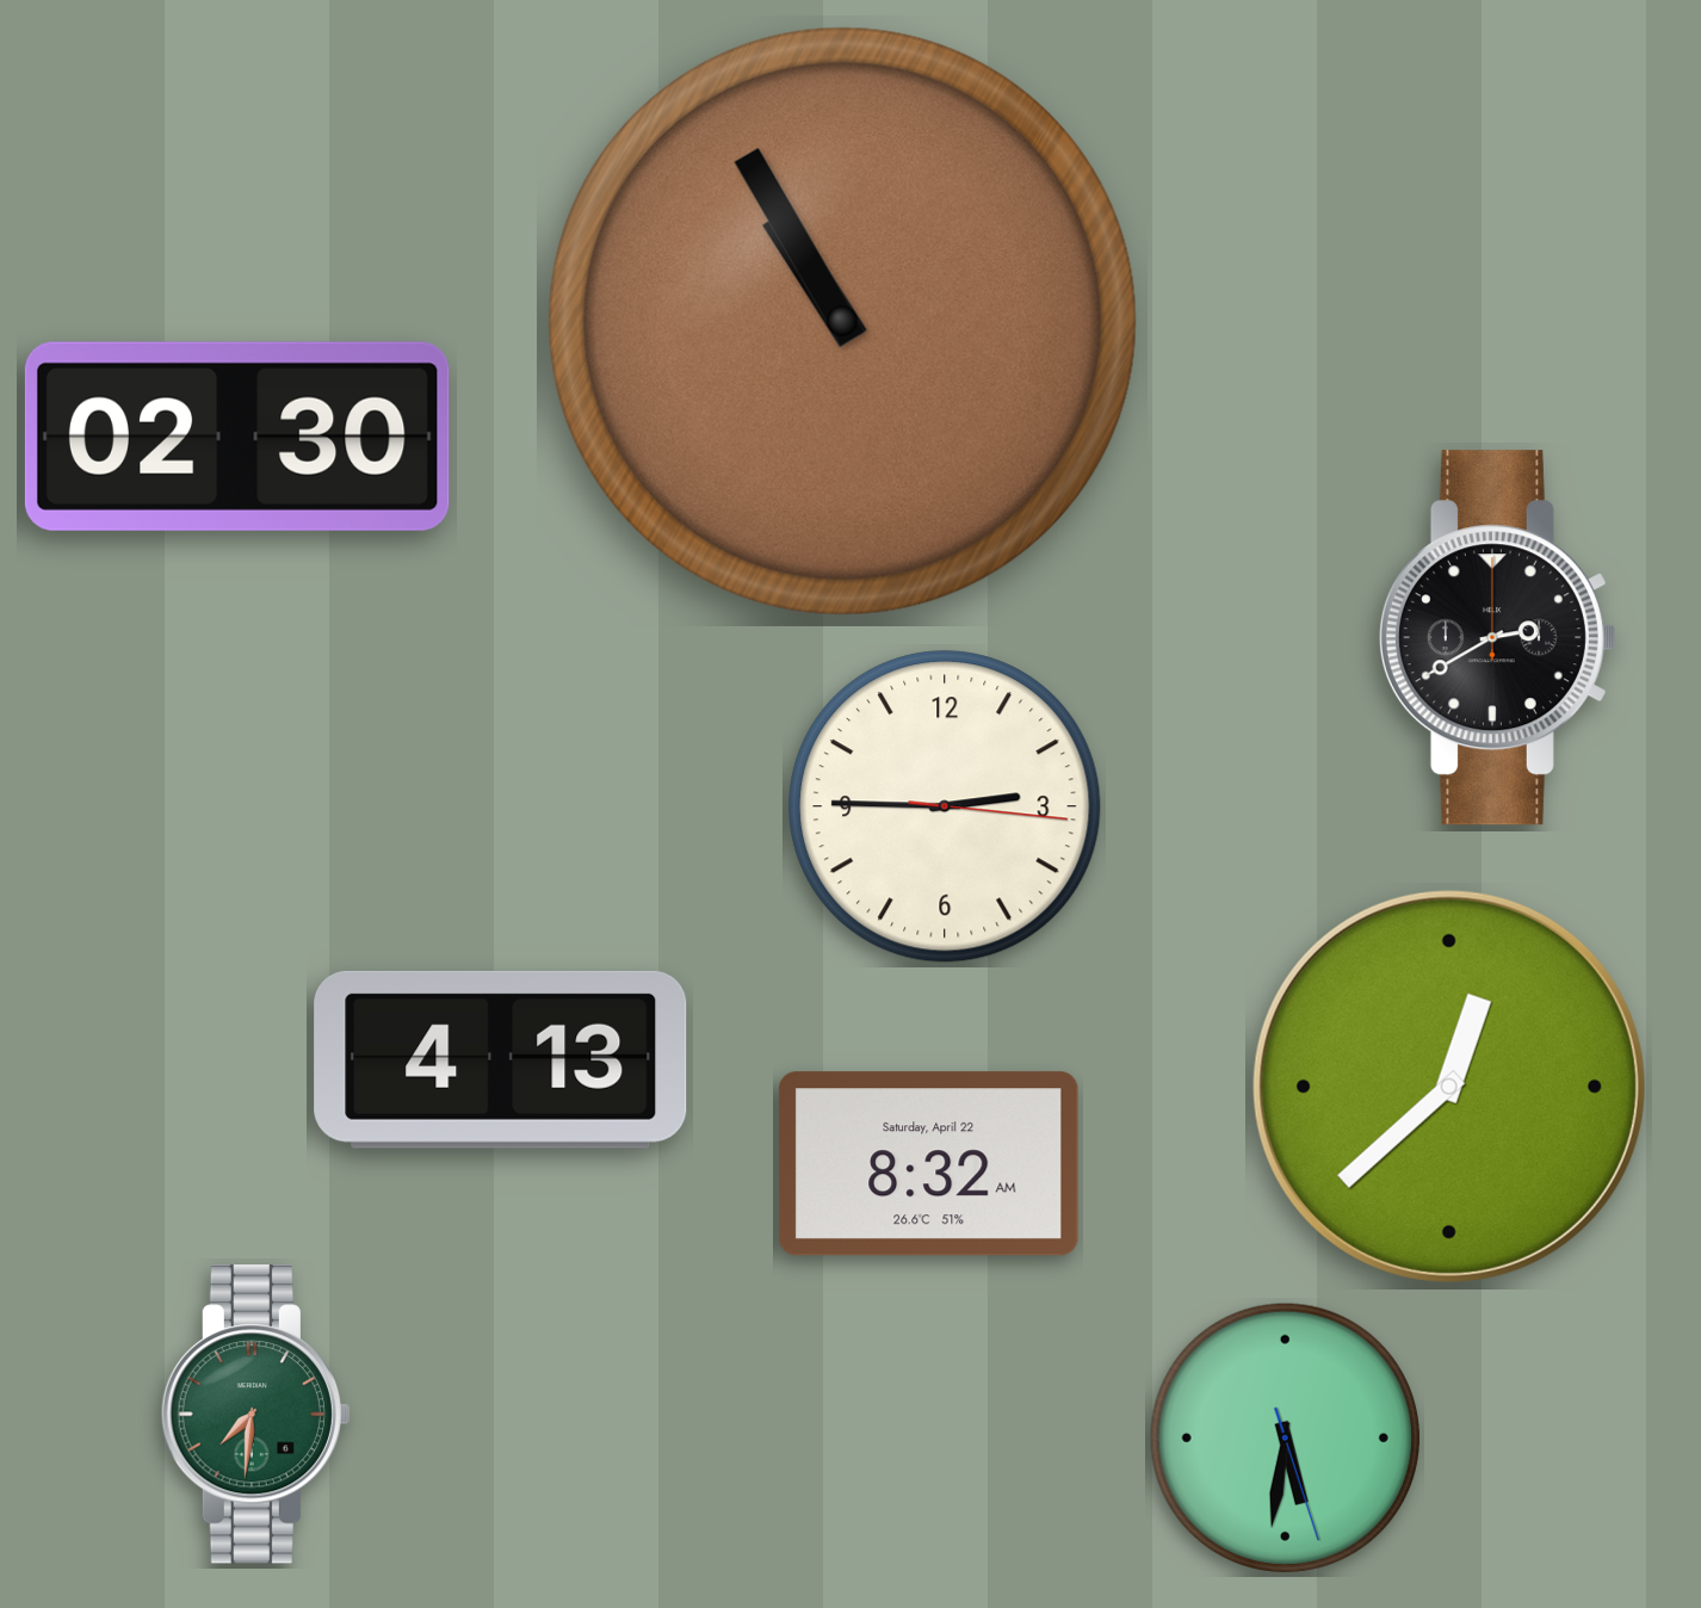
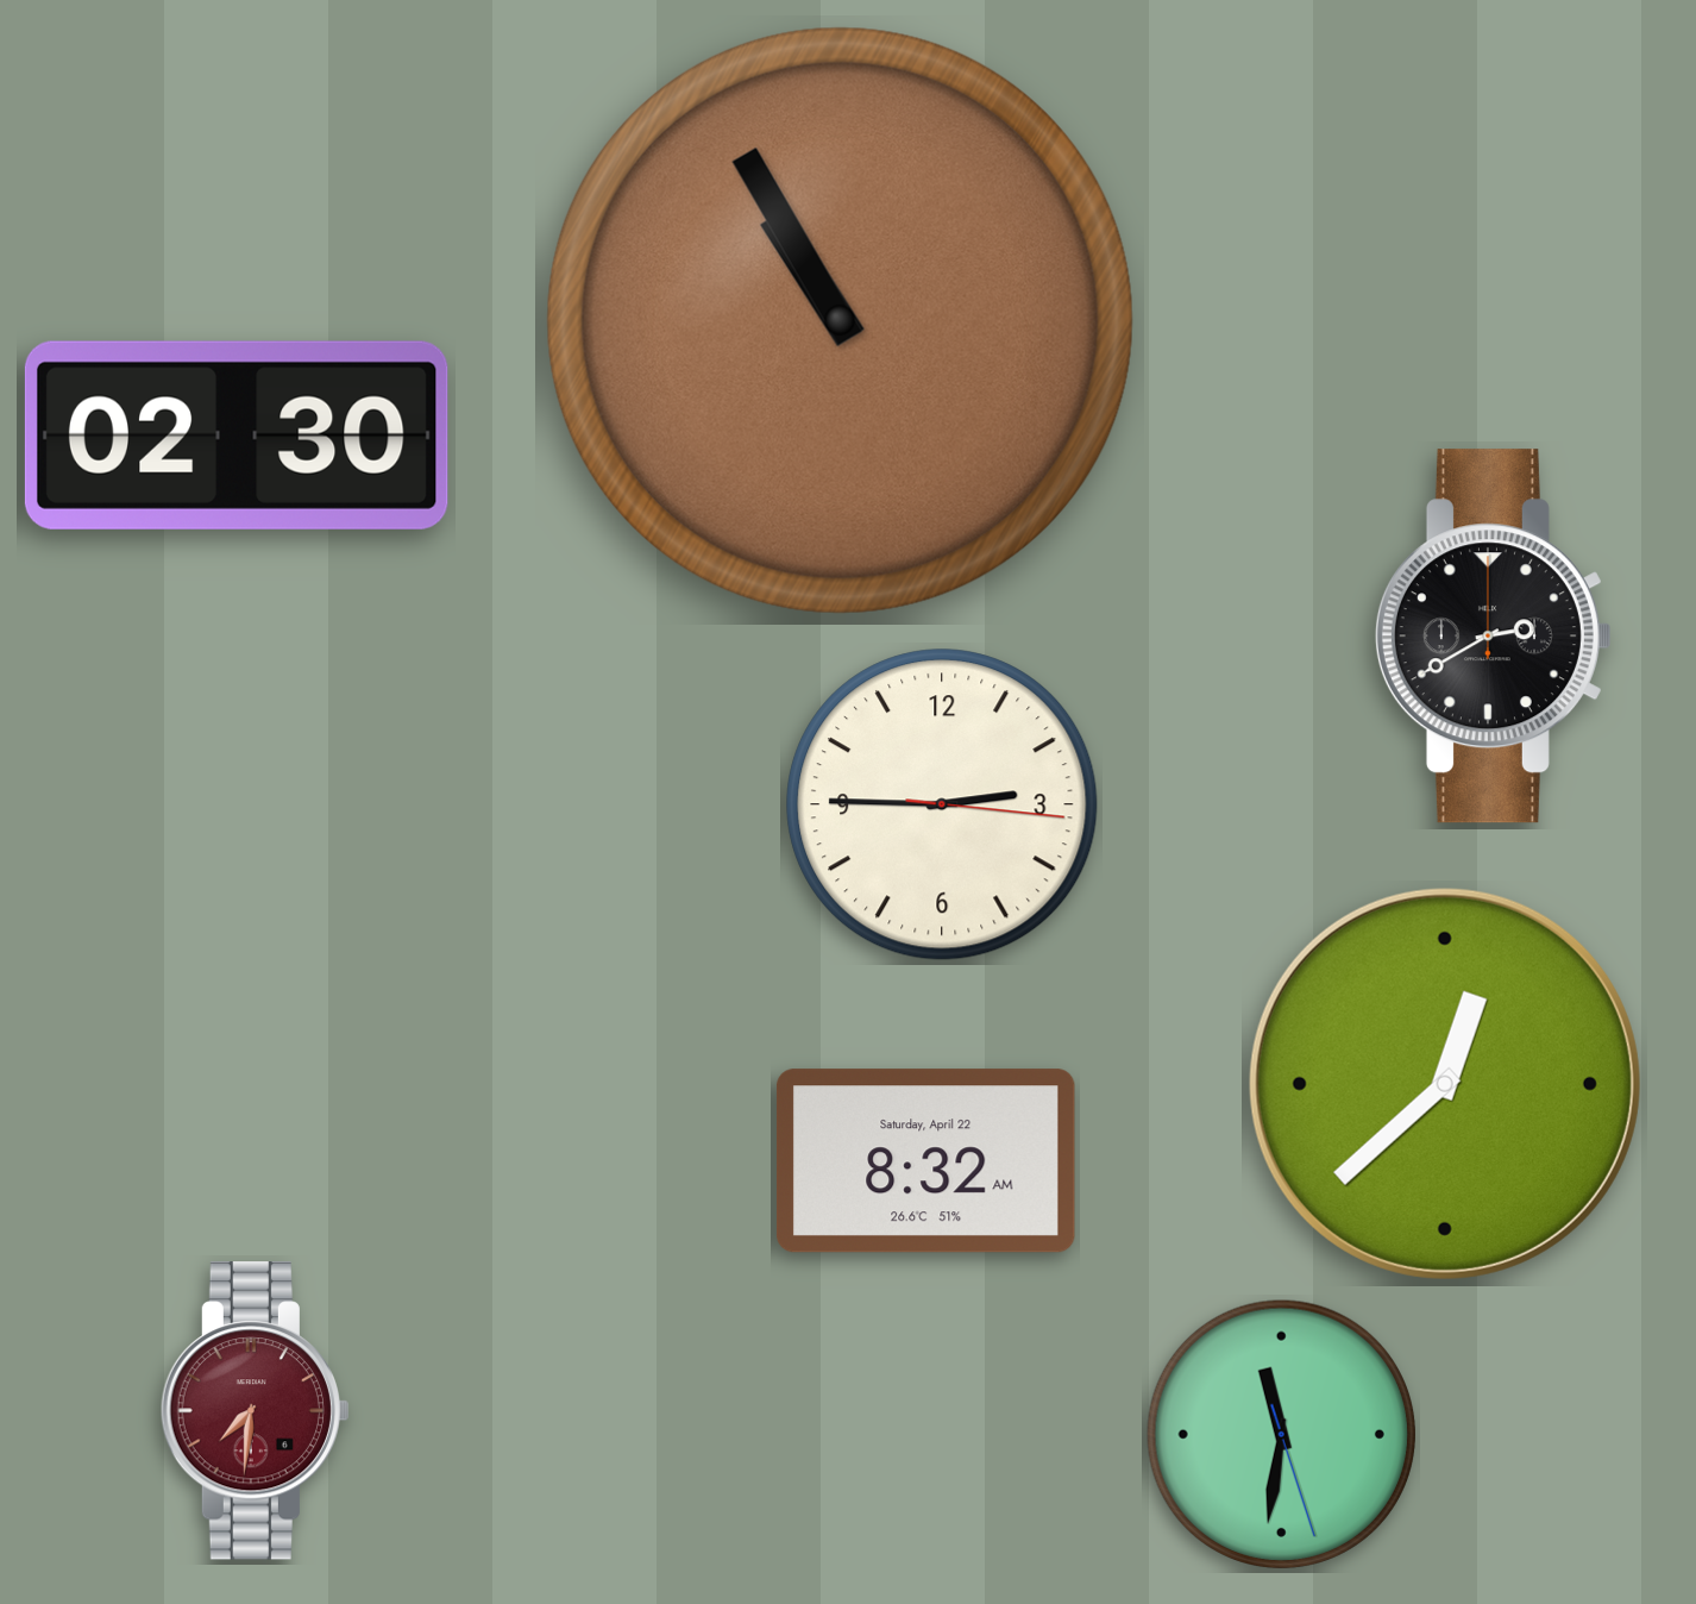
clock at (501, 1059): 4:13 -> none
clock at (255, 1415) dial: green -> burgundy
clock at (1285, 1437): 5:31 -> 11:31
